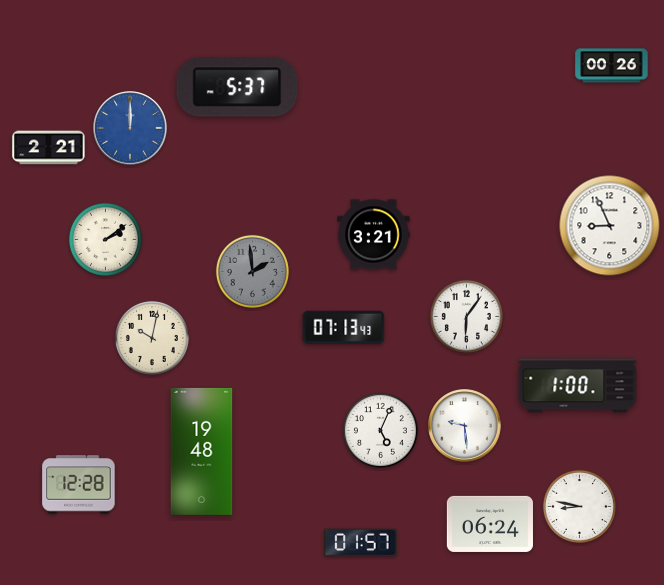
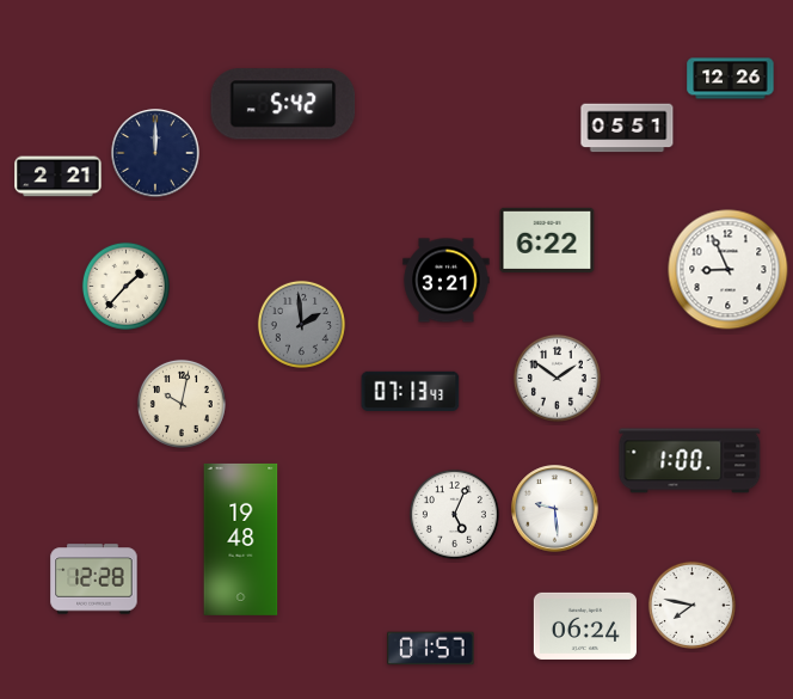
clock at (612, 66): 00:26 -> 12:26
clock at (237, 87): 5:37 -> 5:42
clock at (627, 128): none -> 05:51
clock at (130, 128) dial: blue -> navy
clock at (547, 240): none -> 6:22
clock at (105, 239): 2:09 -> 1:37
clock at (466, 316): 6:06 -> 1:51
clock at (579, 506): 8:47 -> 7:47
